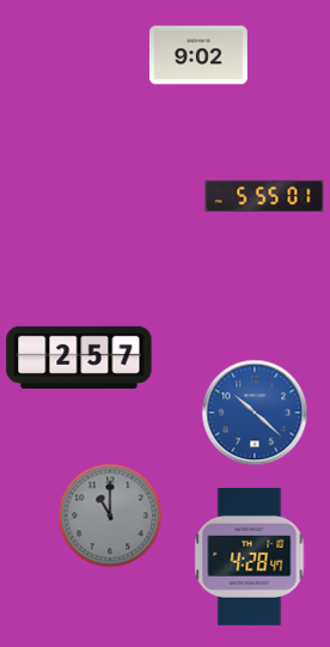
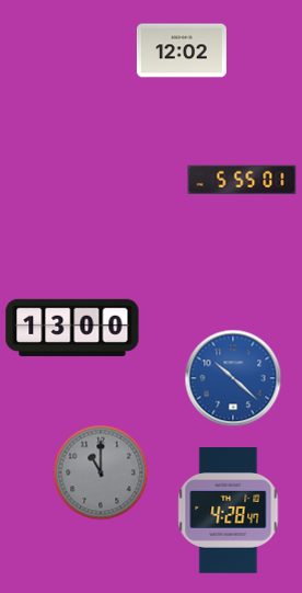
clock at (198, 55): 9:02 -> 12:02
clock at (79, 358): 2:57 -> 13:00
